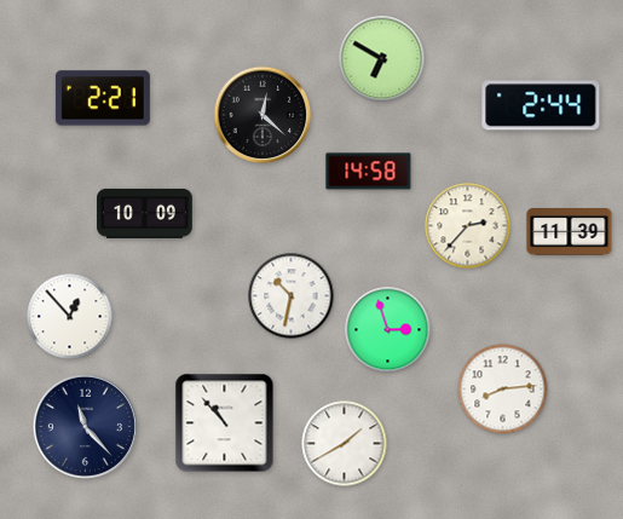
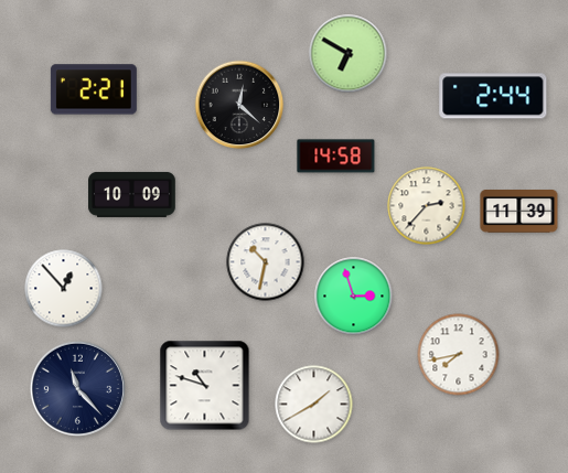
clock at (292, 296) position: (292, 296) -> (266, 262)
clock at (388, 330) position: (388, 330) -> (354, 297)
clock at (503, 390): 8:14 -> 7:43
clock at (225, 423): 10:53 -> 10:48
